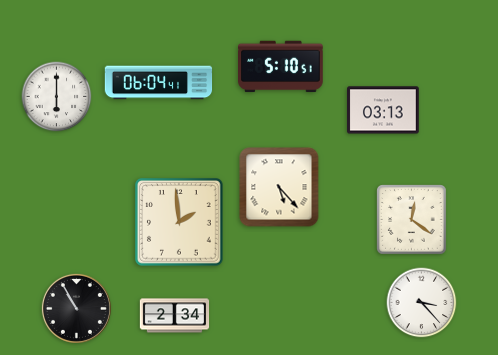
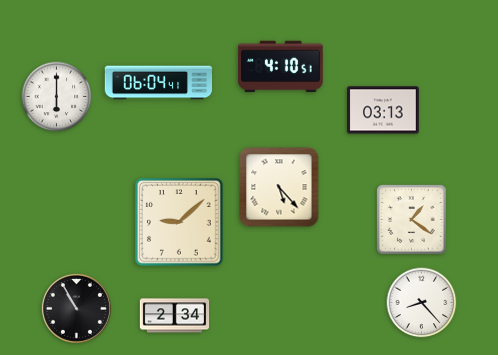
clock at (281, 67): 5:10 -> 4:10
clock at (412, 220): 12:21 -> 1:21
clock at (179, 222): 1:59 -> 9:08
clock at (422, 303): 3:23 -> 8:23
